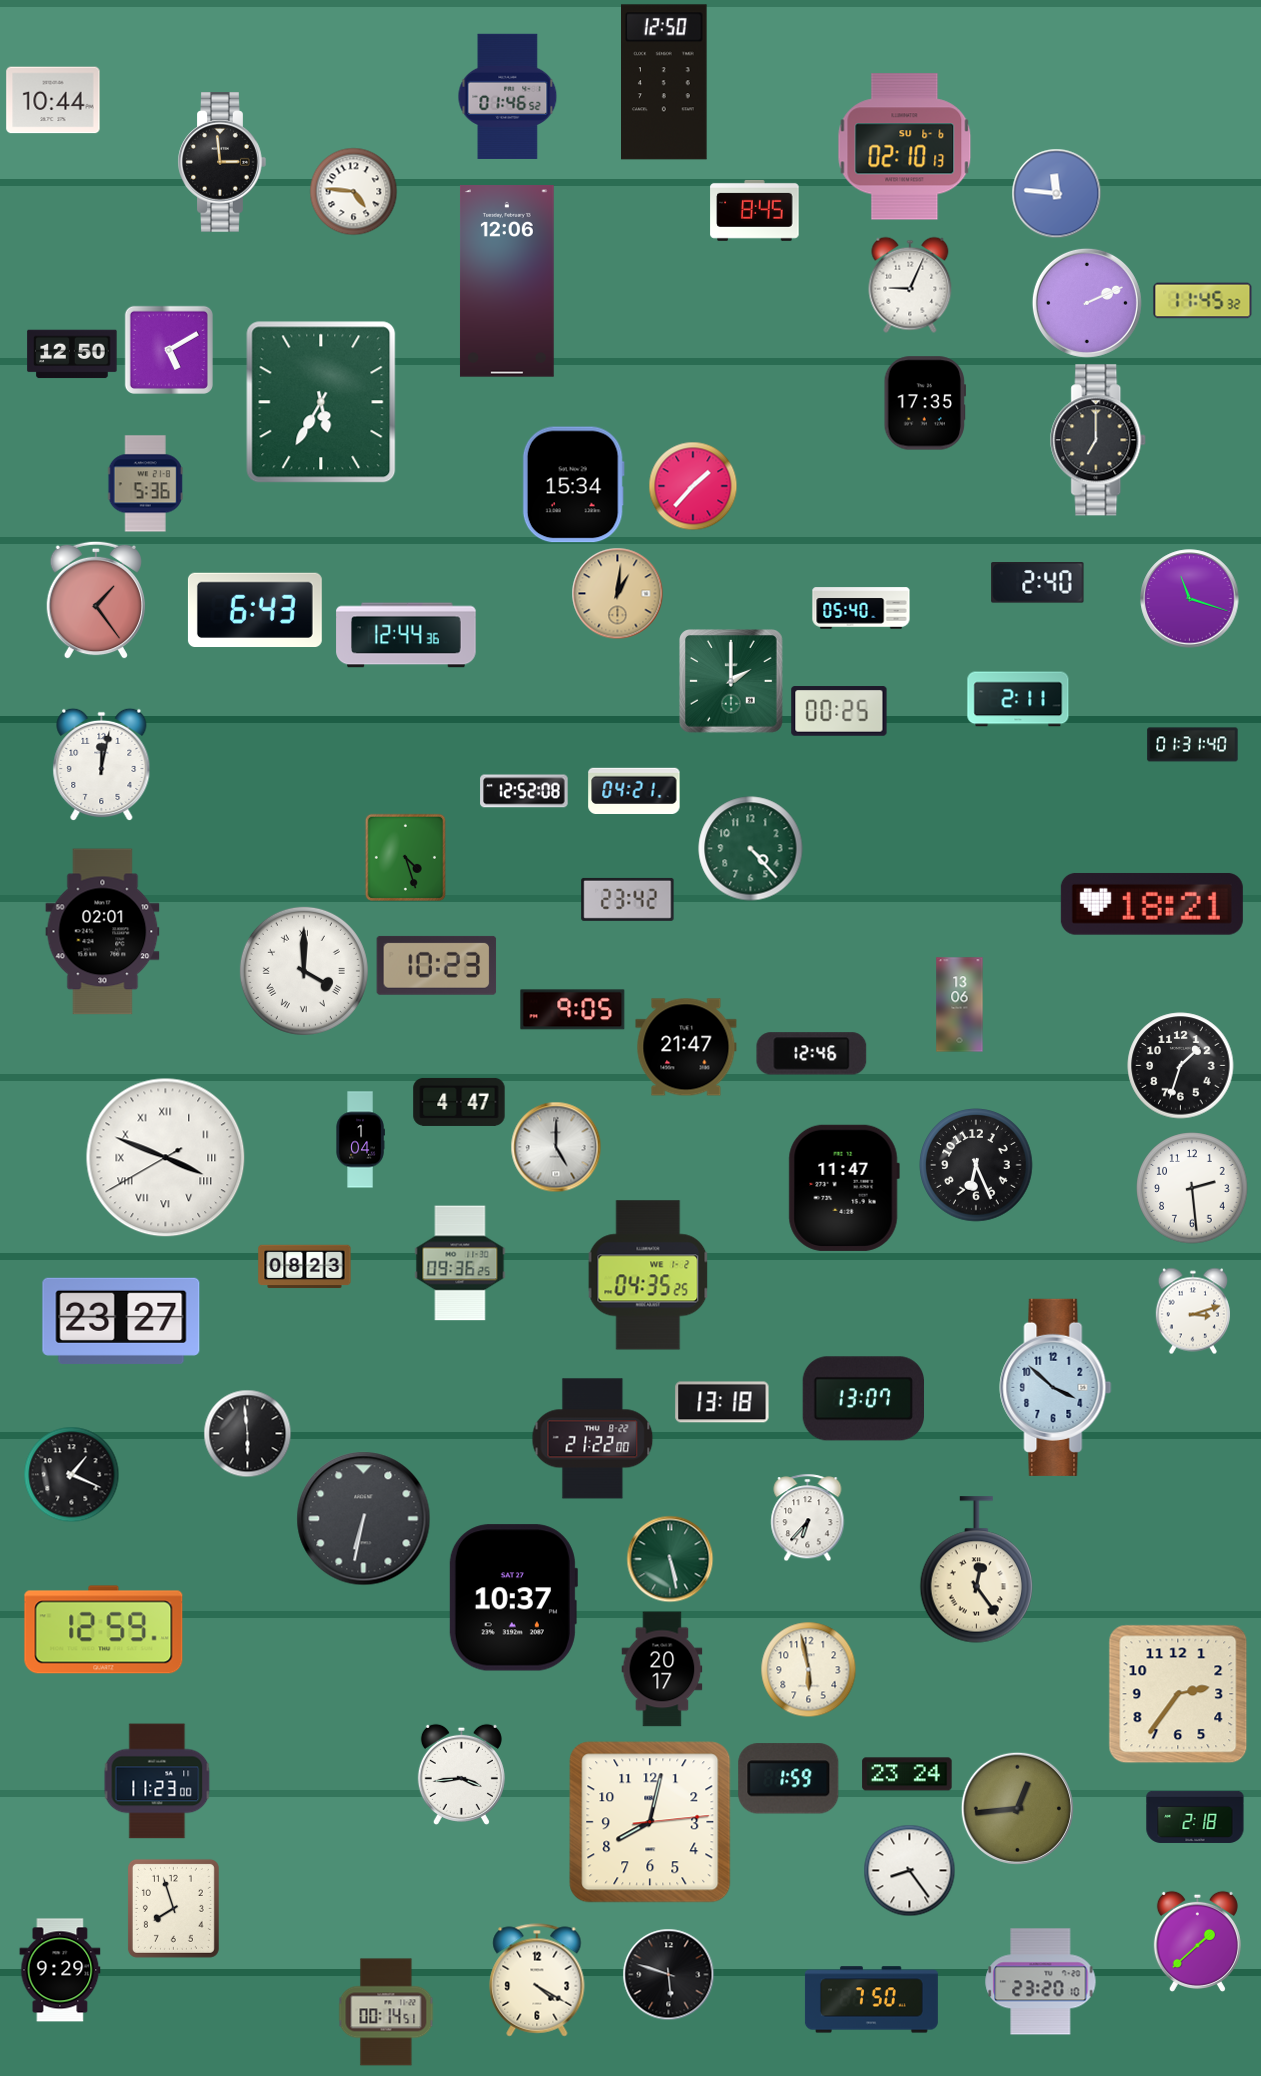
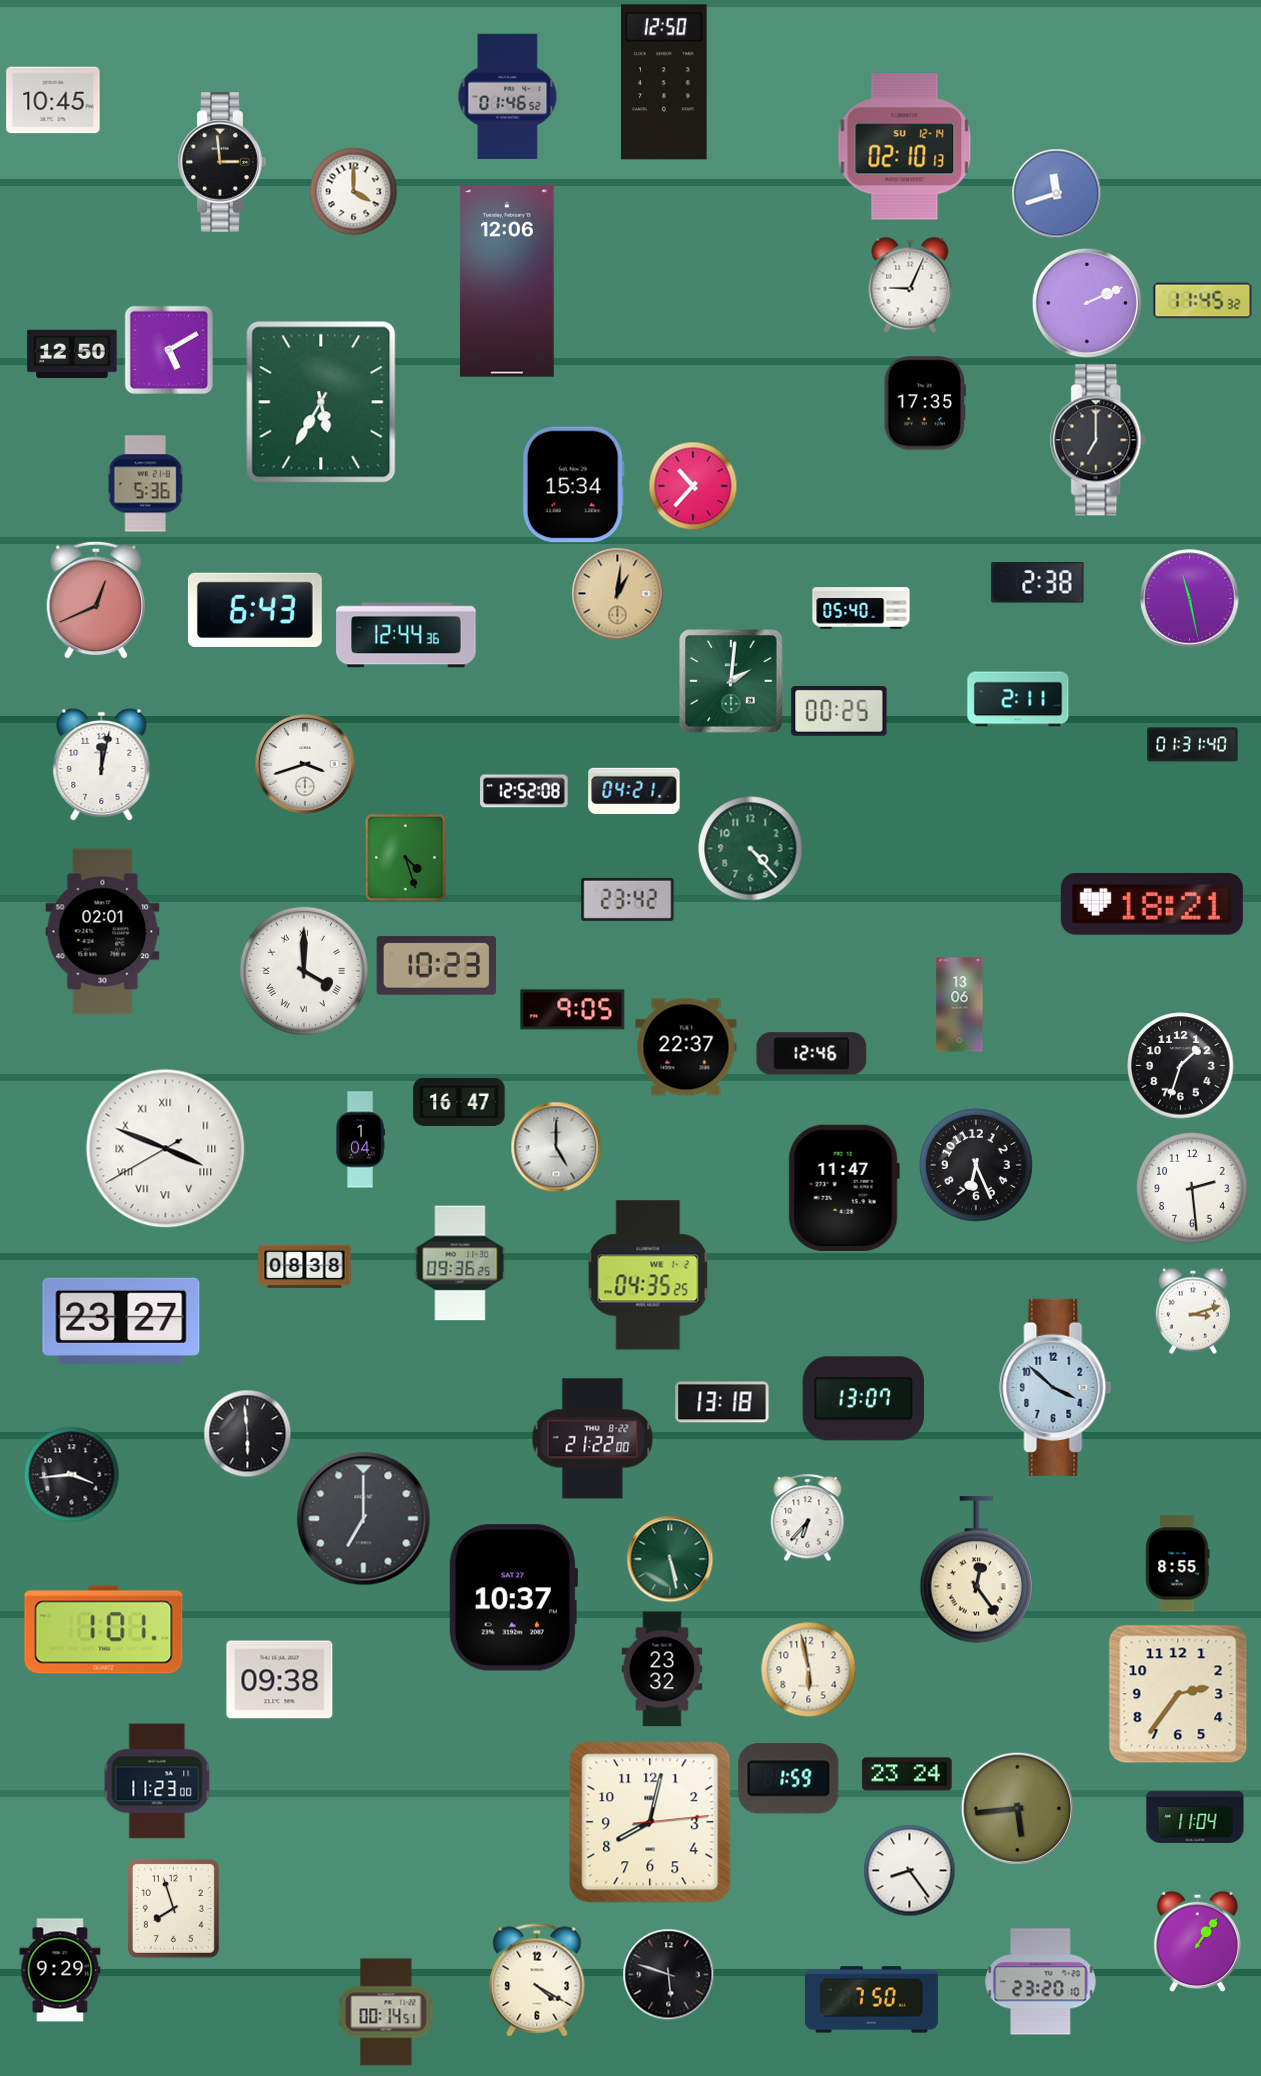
clock at (53, 100): 10:44 -> 10:45
clock at (905, 147) date: SU 6-6 -> SU 12-14
clock at (353, 191): 4:46 -> 4:00
clock at (1056, 193): 11:46 -> 11:42
clock at (755, 210): 8:45 -> none
clock at (693, 486): 1:37 -> 10:37
clock at (1038, 583): 2:40 -> 2:38
clock at (1190, 599): 11:18 -> 11:28
clock at (95, 600): 1:24 -> 12:41
clock at (731, 681): 2:00 -> 2:01
clock at (305, 764): none -> 3:42
clock at (686, 1047): 21:47 -> 22:37
clock at (459, 1102): 4:47 -> 16:47
clock at (166, 1158) position: (166, 1158) -> (166, 1149)
clock at (305, 1267): 08:23 -> 08:38
clock at (71, 1474): 1:19 -> 3:44
clock at (364, 1519): 6:32 -> 7:00
clock at (1178, 1564): none -> 8:55
clock at (104, 1630): 12:59 -> 1:01
clock at (662, 1669): 20:17 -> 23:32
clock at (280, 1680): none -> 09:38
clock at (461, 1774): 3:44 -> none
clock at (1017, 1808): 12:44 -> 5:44
clock at (1195, 1817): 2:18 -> 11:04
clock at (1197, 1941): 1:38 -> 1:06
